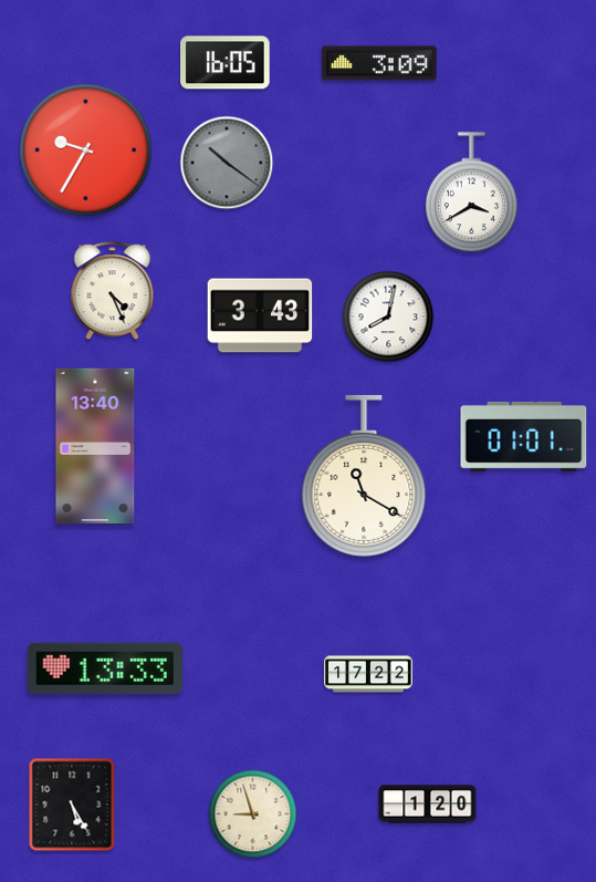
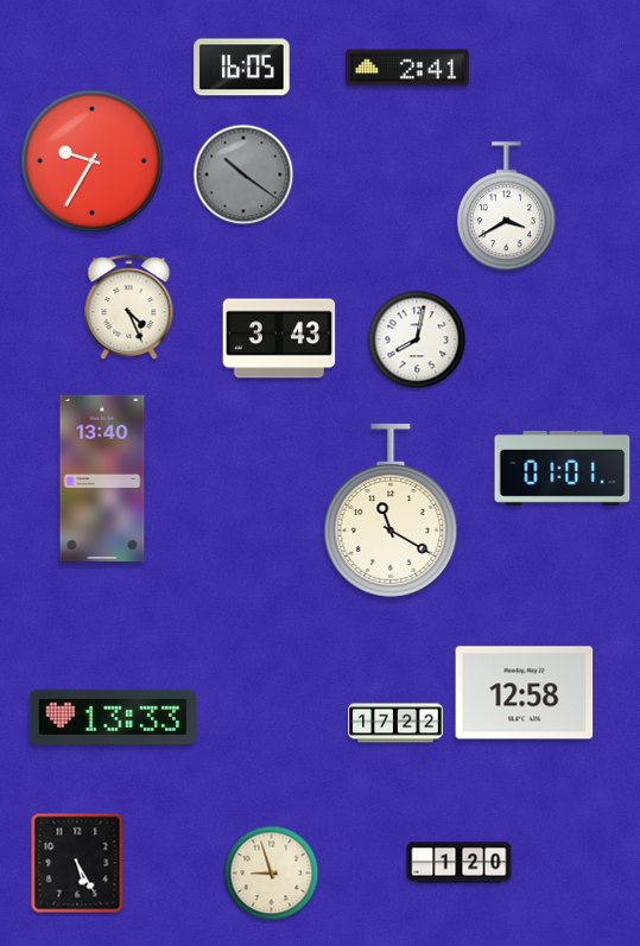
clock at (379, 63): 3:09 -> 2:41
clock at (113, 291) position: (113, 291) -> (129, 307)
clock at (525, 693): none -> 12:58
